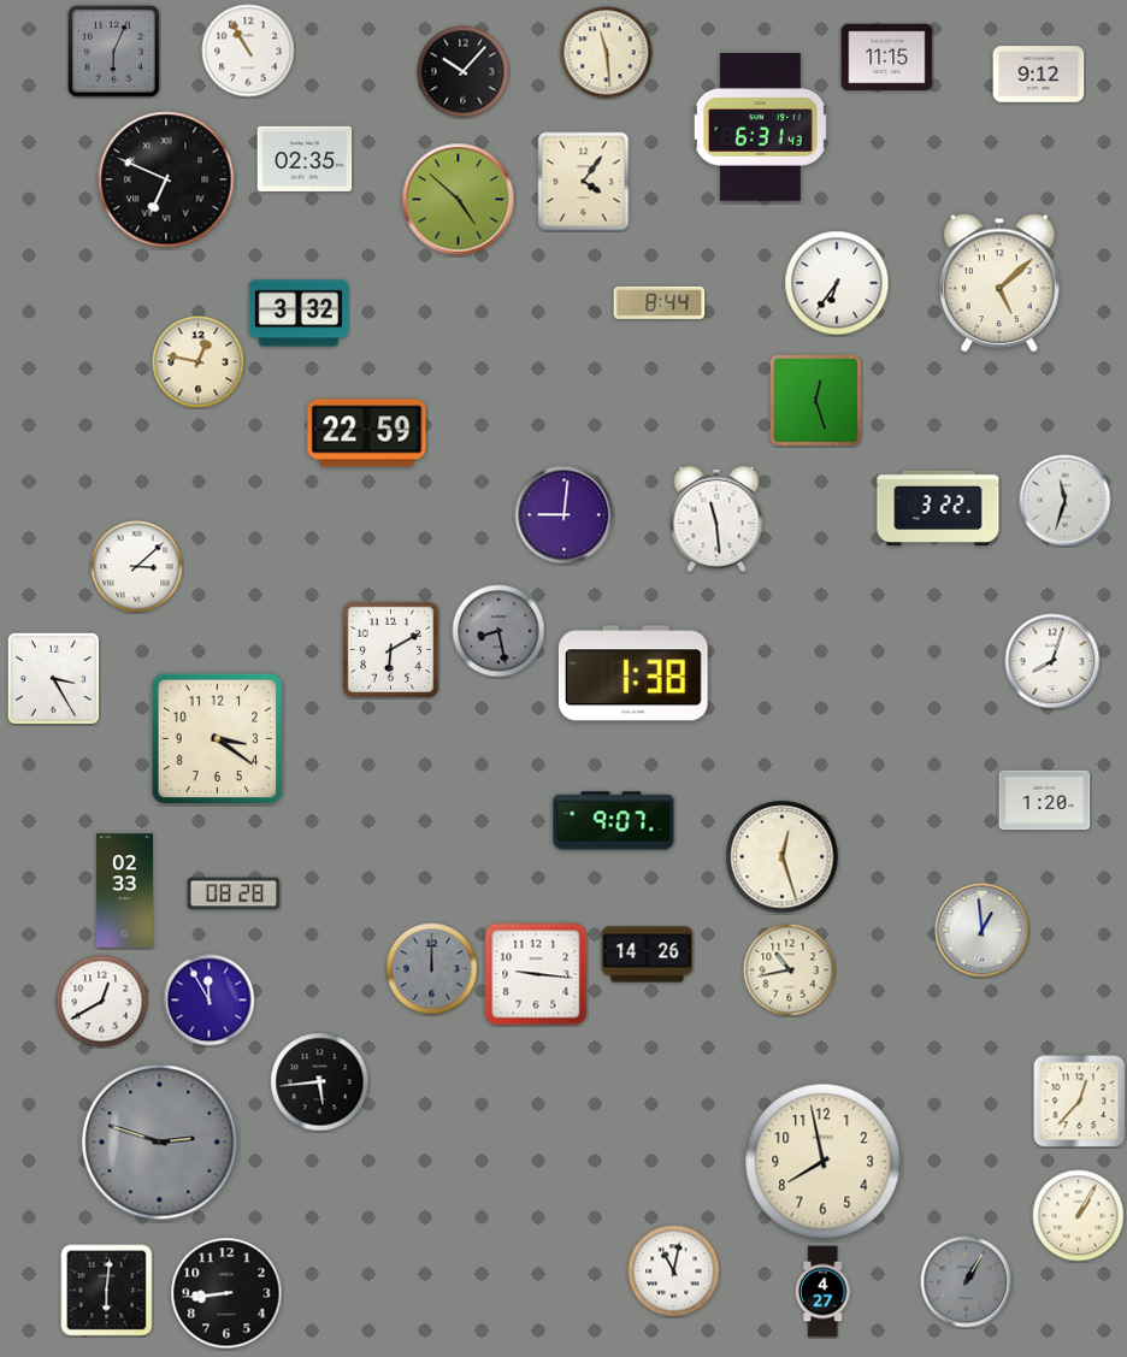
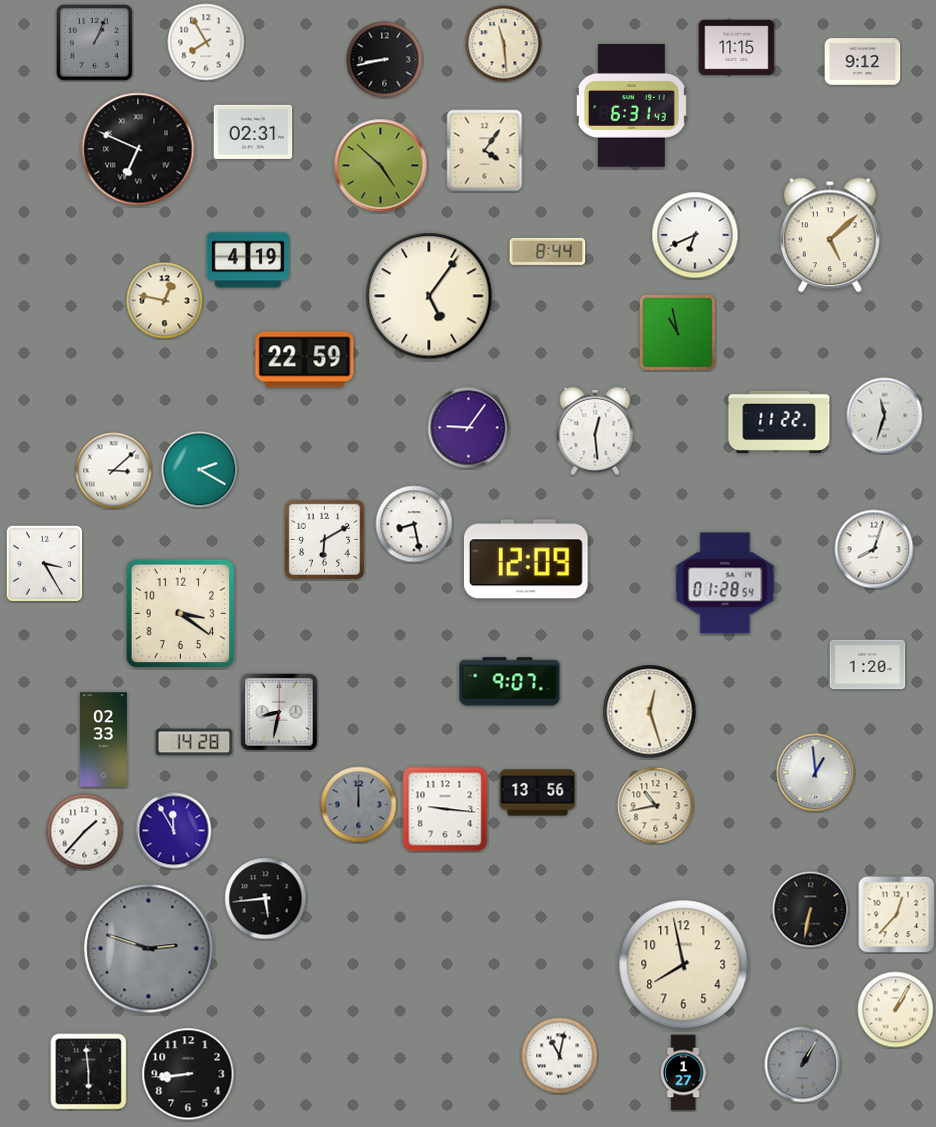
clock at (248, 51): 10:55 -> 7:55
clock at (114, 52): 6:04 -> 1:04
clock at (464, 72): 10:07 -> 8:43
clock at (305, 159): 02:35 -> 02:31
clock at (837, 283): 6:36 -> 6:41
clock at (299, 313): 3:32 -> 4:19
clock at (429, 296): none -> 5:06
clock at (816, 401): 12:27 -> 10:58
clock at (938, 508): 3:22 -> 11:22
clock at (565, 515): 9:01 -> 9:06
clock at (716, 519): 11:29 -> 12:29
clock at (200, 470): none -> 2:20
clock at (498, 631) dial: grey -> white
clock at (633, 673): 1:38 -> 12:09
clock at (725, 583): none -> 01:28
clock at (279, 712): none -> 8:32
clock at (234, 893): 08:28 -> 14:28
clock at (648, 955): 14:26 -> 13:56
clock at (102, 1002): 12:40 -> 1:37
clock at (811, 910): none -> 6:32
clock at (160, 1143) position: (160, 1143) -> (149, 949)
clock at (107, 1291): 6:01 -> 5:59
clock at (822, 1292): 4:27 -> 1:27
